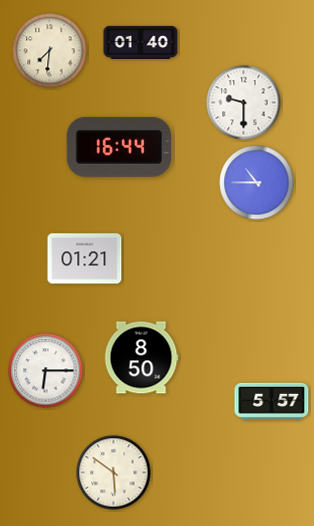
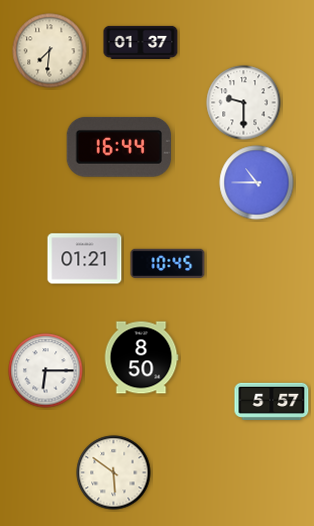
clock at (141, 42): 01:40 -> 01:37
clock at (168, 263): none -> 10:45
